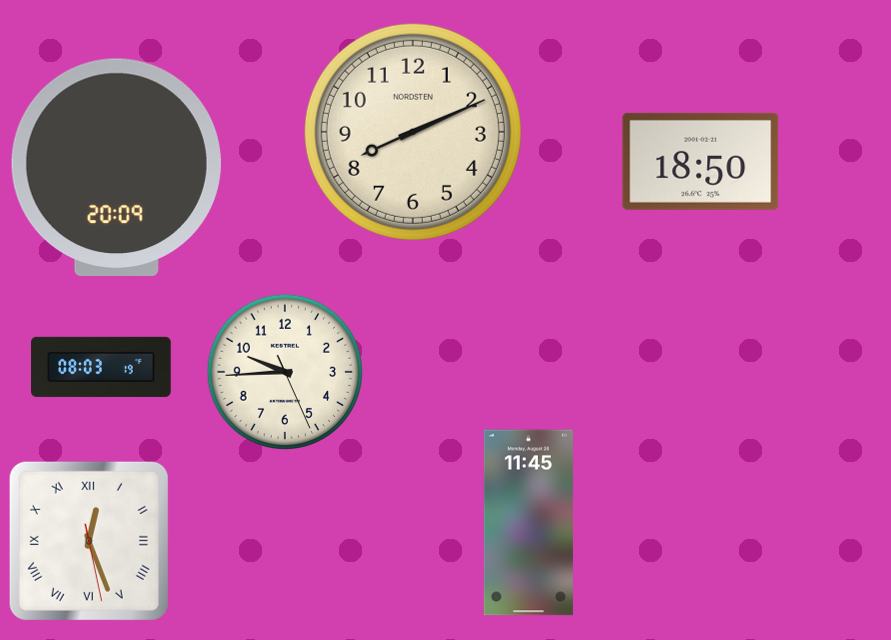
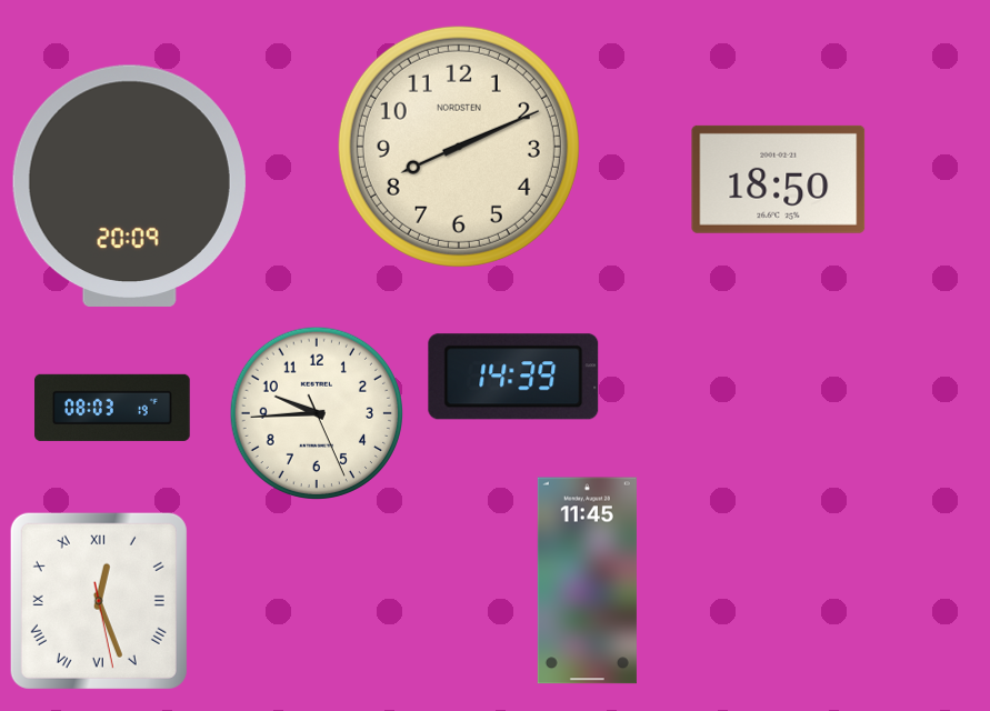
clock at (513, 377): none -> 14:39
